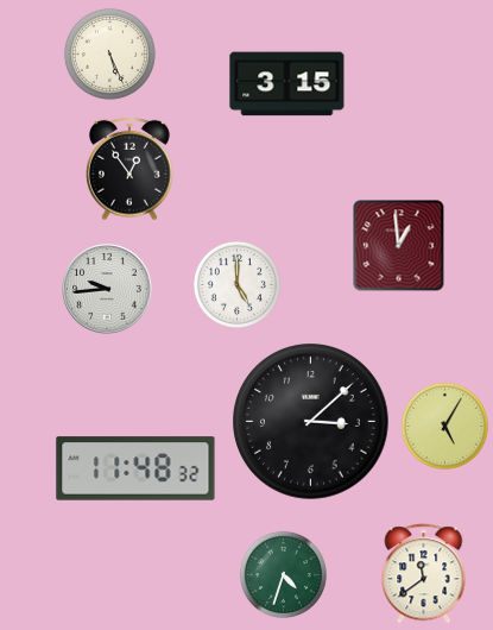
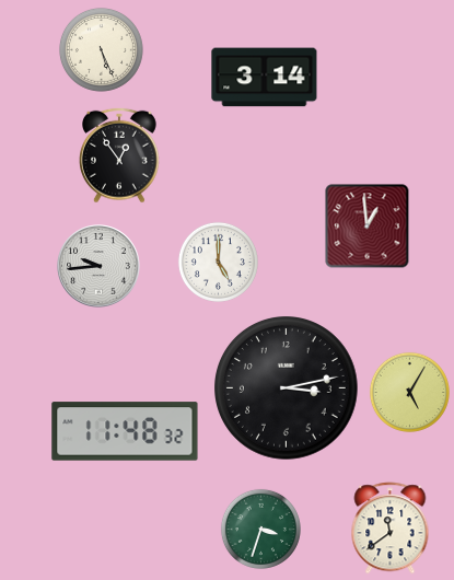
clock at (287, 84): 3:15 -> 3:14
clock at (311, 422): 3:08 -> 3:13
clock at (283, 574): 4:33 -> 3:33
